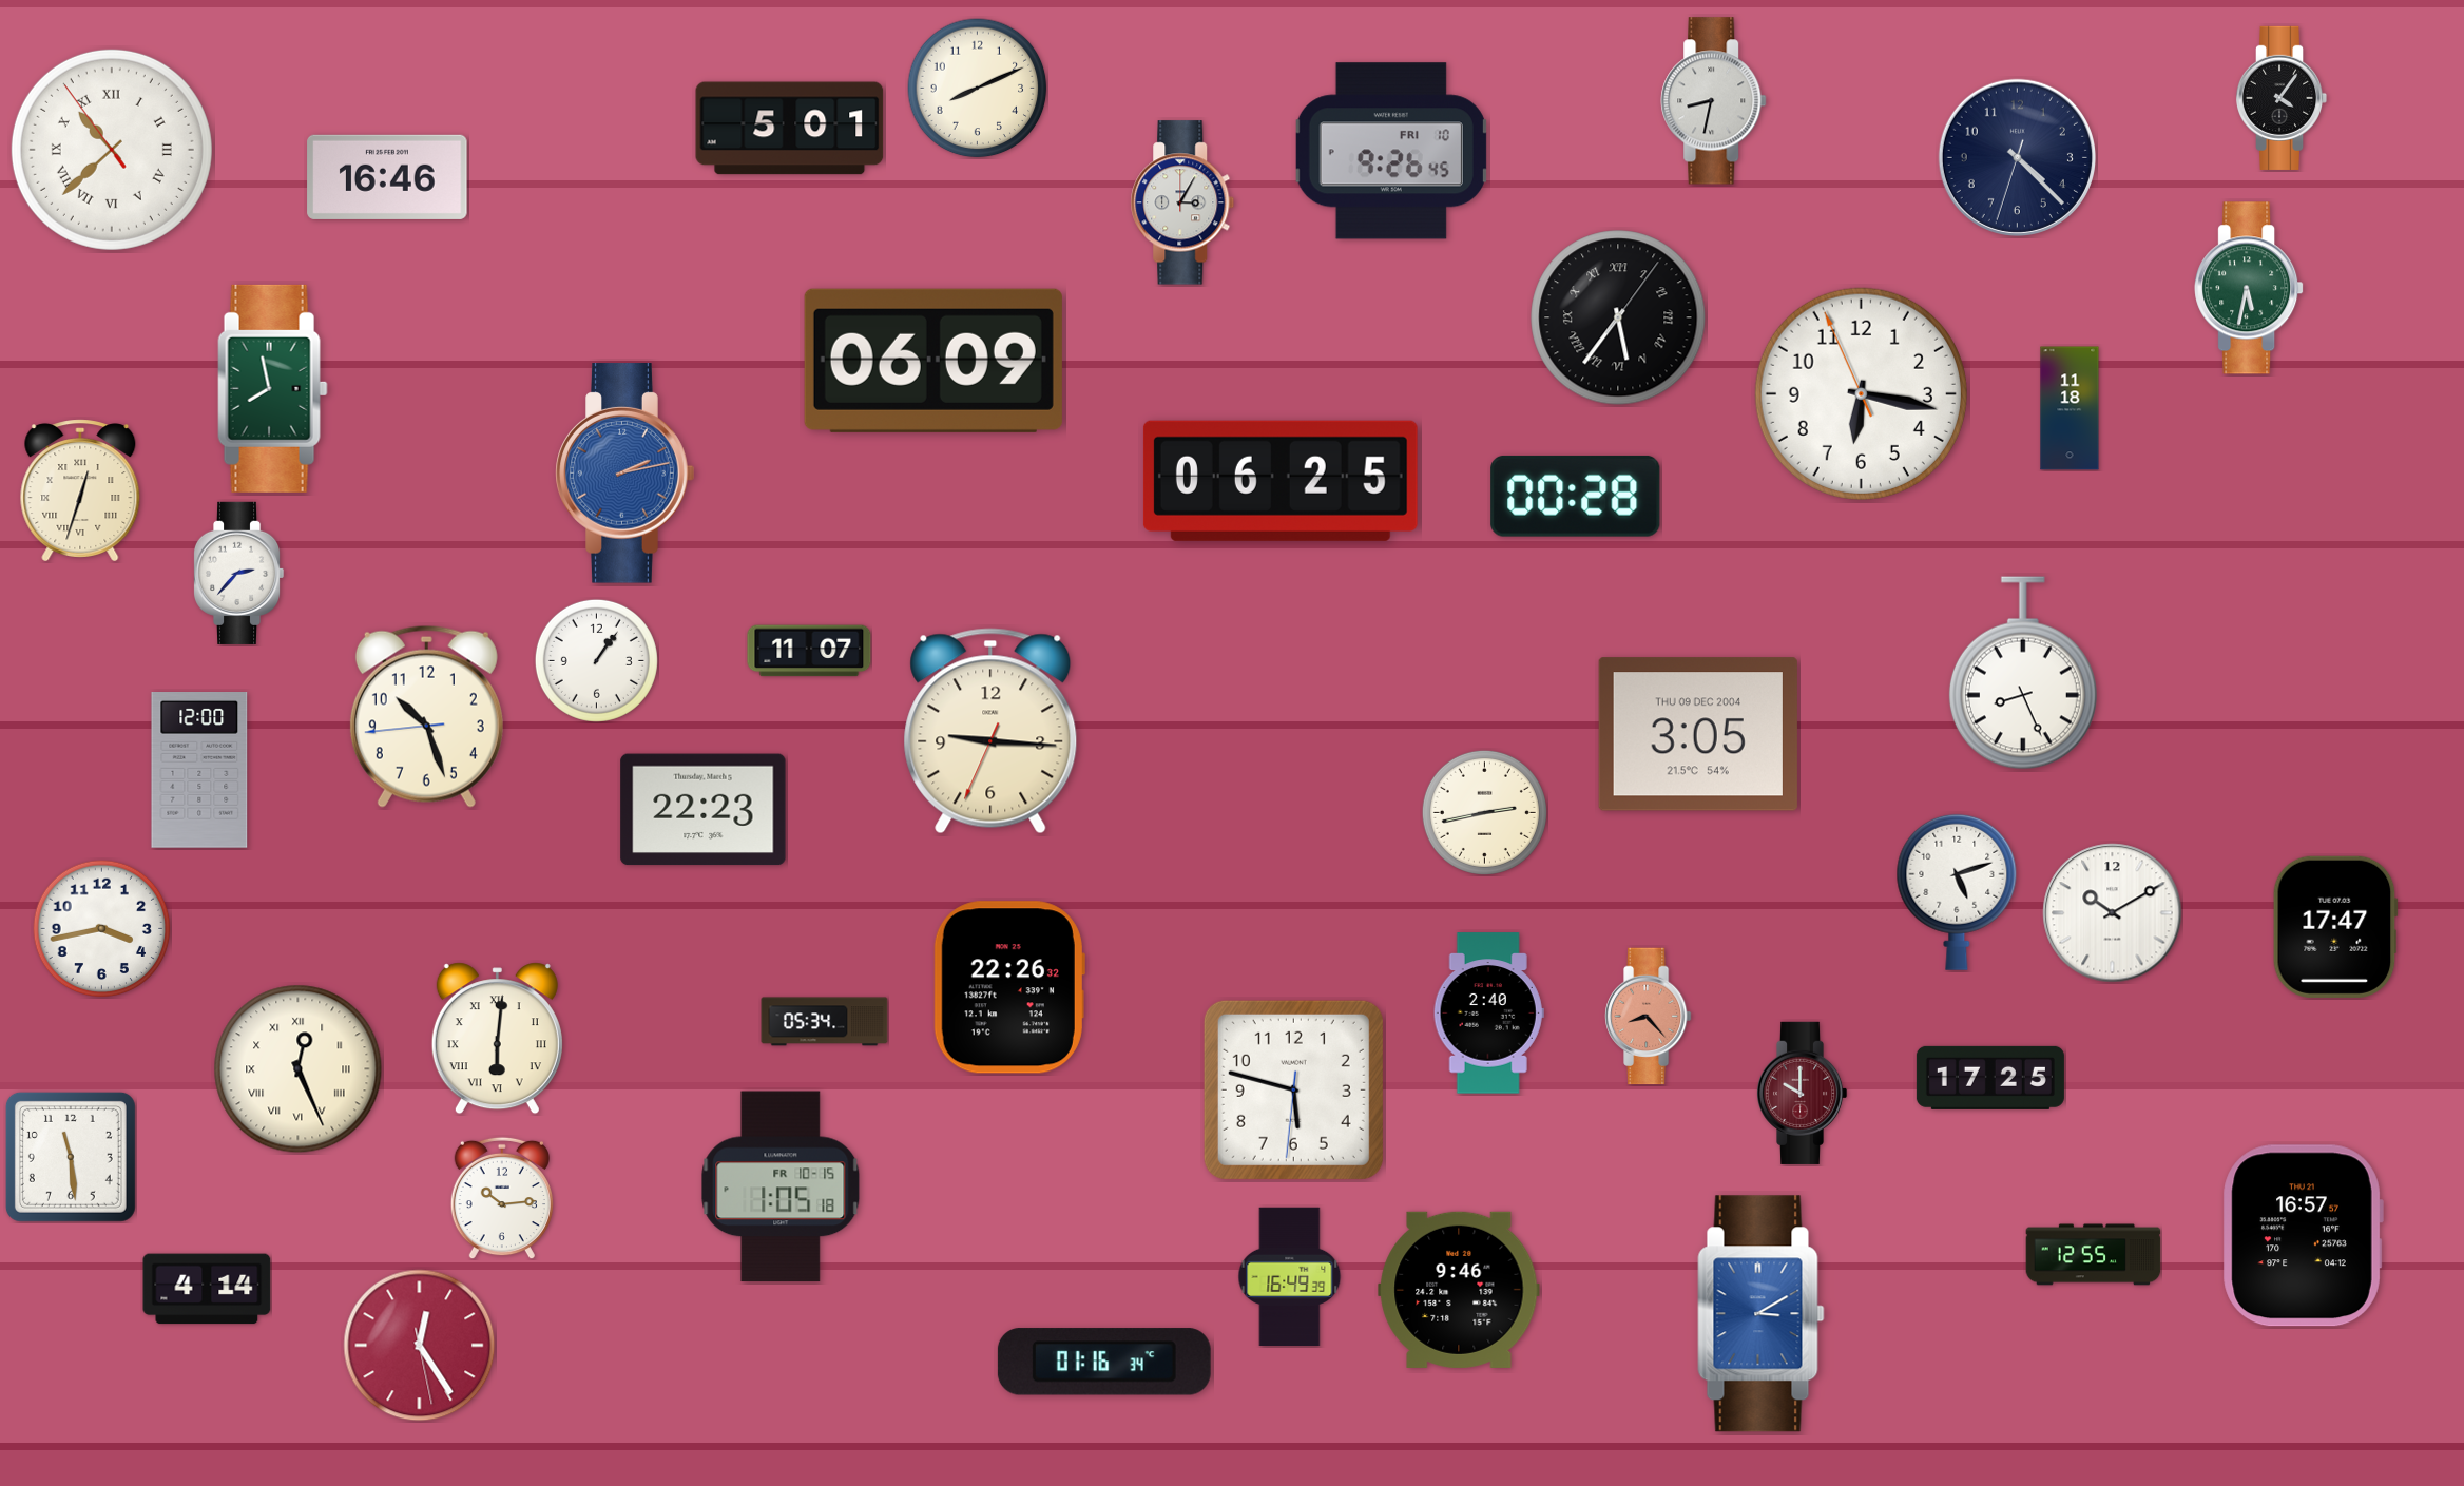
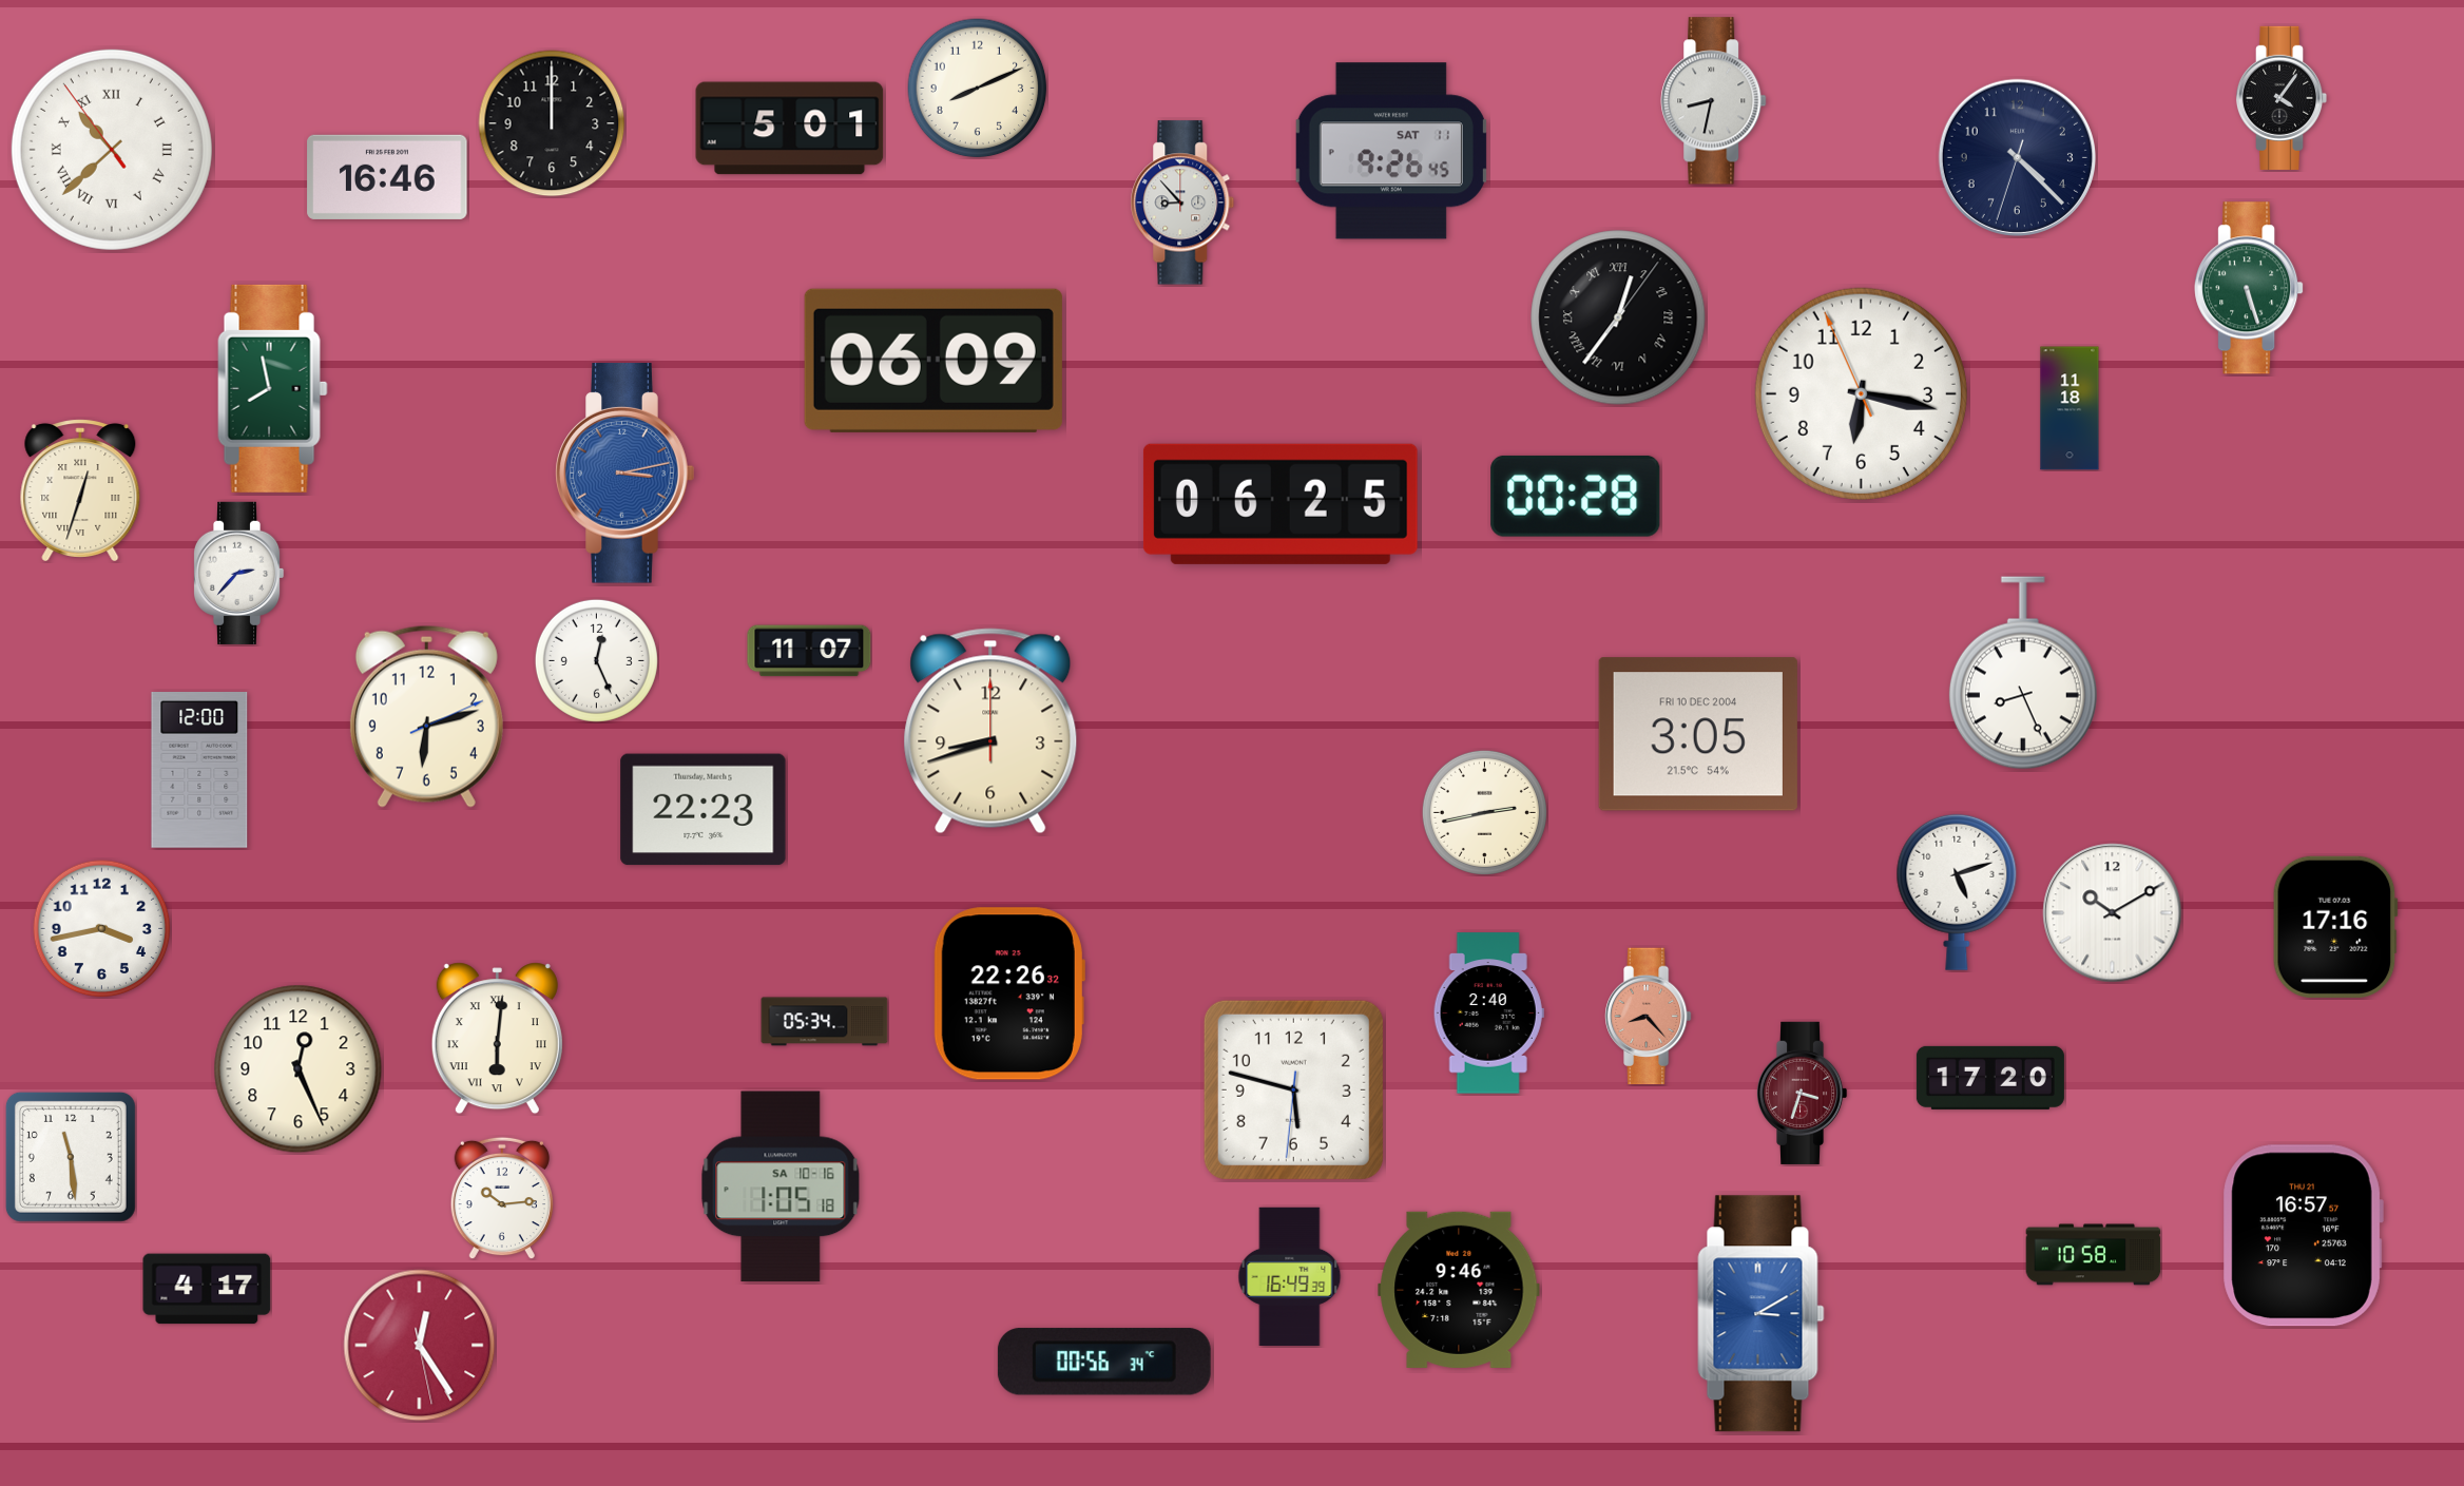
clock at (552, 123): none -> 12:00
clock at (1391, 151) date: FRI 10 -> SAT 11
clock at (1182, 202): 3:05 -> 8:53
clock at (2249, 288): 5:32 -> 5:27
clock at (1618, 317): 5:36 -> 12:36
clock at (625, 474): 2:13 -> 3:13
clock at (1281, 481) position: (1281, 481) -> (1281, 504)
clock at (596, 660): 1:06 -> 12:26
clock at (426, 716): 10:26 -> 6:12
clock at (990, 731): 9:15 -> 8:42
clock at (1698, 734) date: THU 09 DEC 2004 -> FRI 10 DEC 2004
clock at (2335, 927): 17:47 -> 17:16
clock at (1009, 987) position: (1009, 987) -> (1009, 993)
clock at (299, 1069) numerals: Roman -> Arabic
clock at (1990, 1078): 17:25 -> 17:20
clock at (1802, 1093): 10:00 -> 3:33
clock at (781, 1186) date: FR 10-15 -> SA 10-16
clock at (2094, 1255): 12:55 -> 10:58
clock at (207, 1289): 4:14 -> 4:17
clock at (1104, 1362): 01:16 -> 00:56
